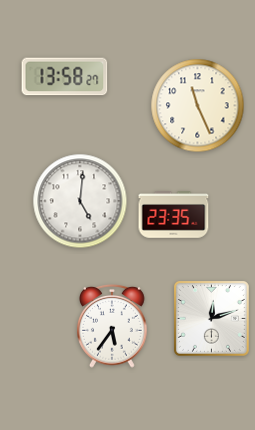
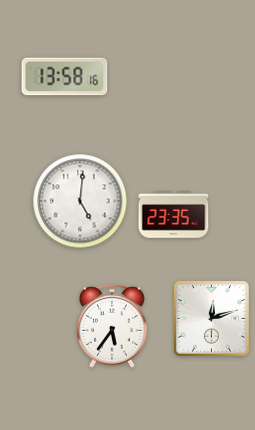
clock at (65, 77): 13:58:27 -> 13:58:16
clock at (198, 106): 11:26 -> none
